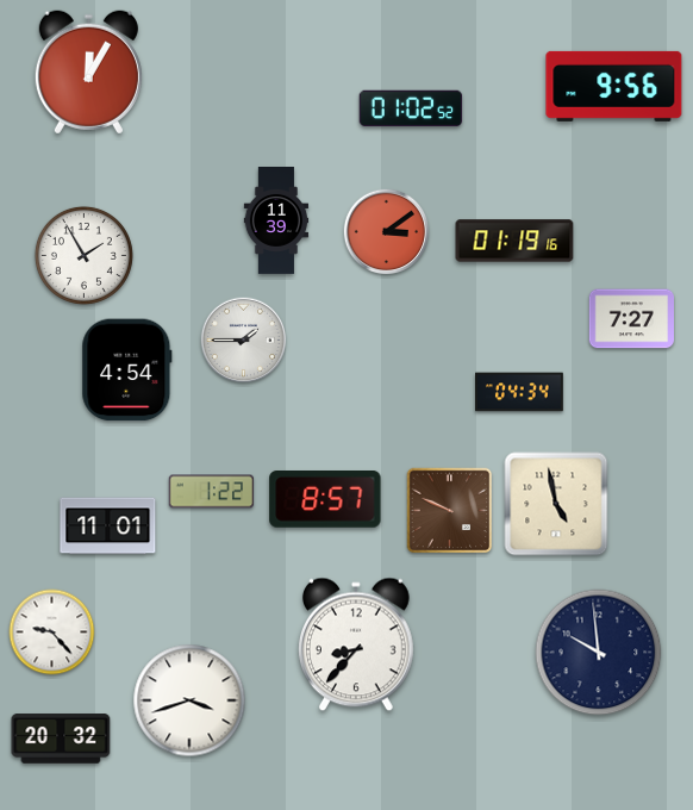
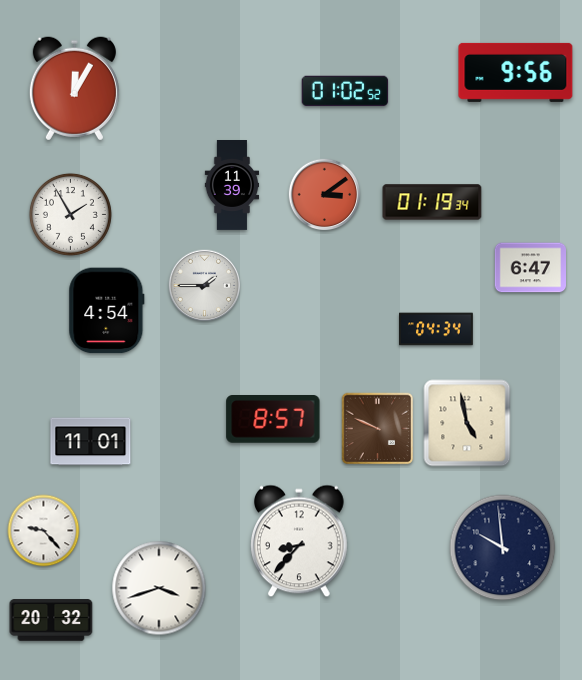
clock at (88, 73) position: (88, 73) -> (74, 89)
clock at (514, 241): 01:19:16 -> 01:19:34
clock at (631, 319): 7:27 -> 6:47
clock at (212, 492): 1:22 -> none
